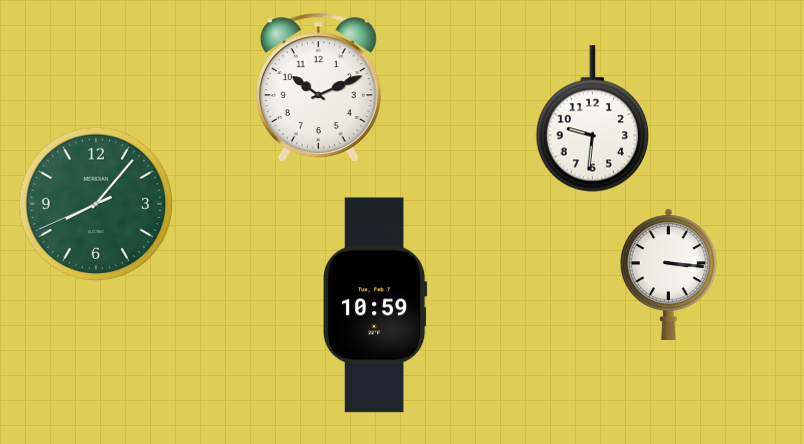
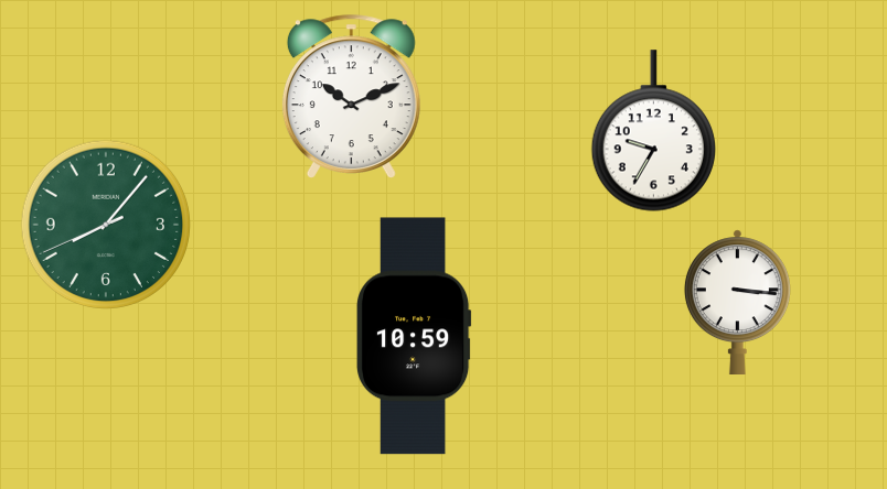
clock at (592, 119): 9:31 -> 9:35
